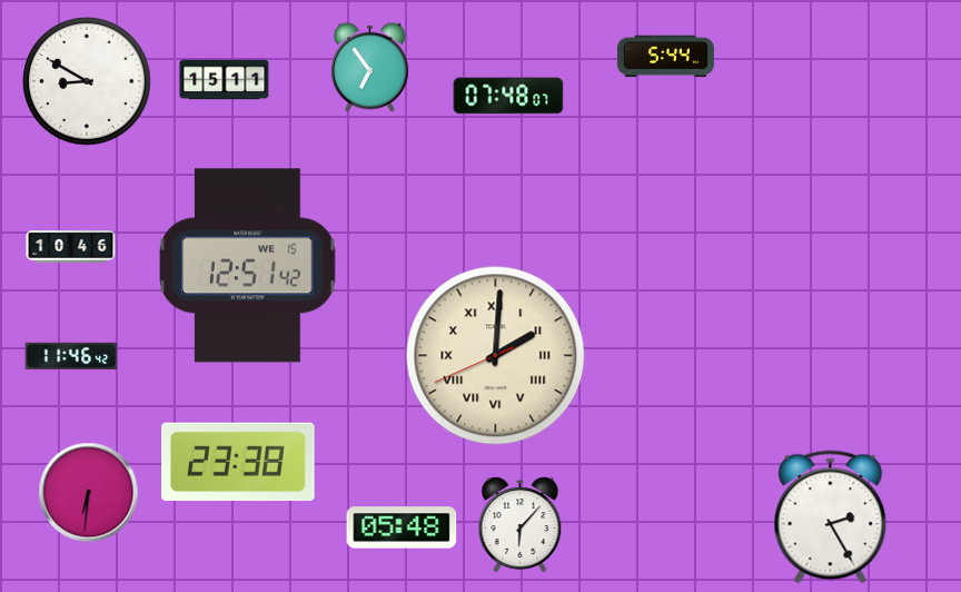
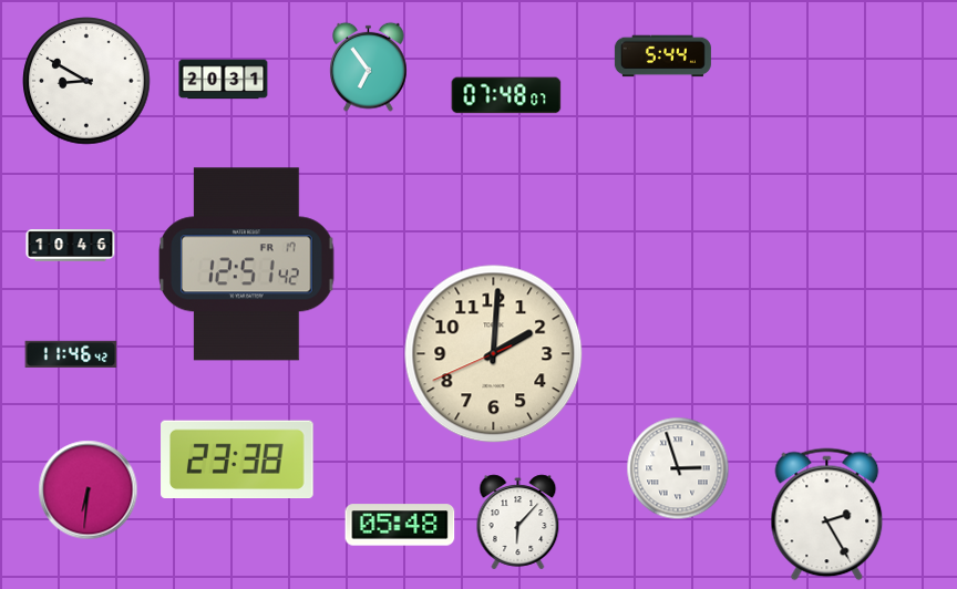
clock at (225, 80): 15:11 -> 20:31
clock at (248, 266) date: WE 15 -> FR 17
clock at (496, 356) numerals: Roman -> Arabic
clock at (678, 468): none -> 2:57
